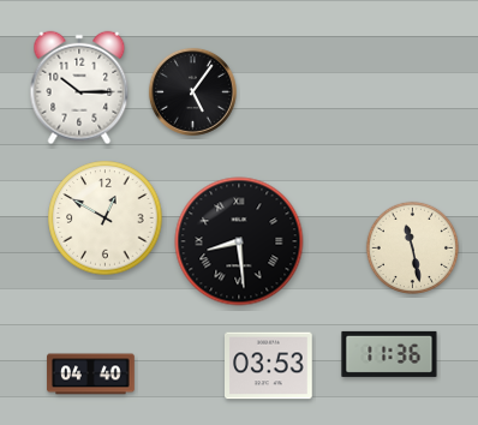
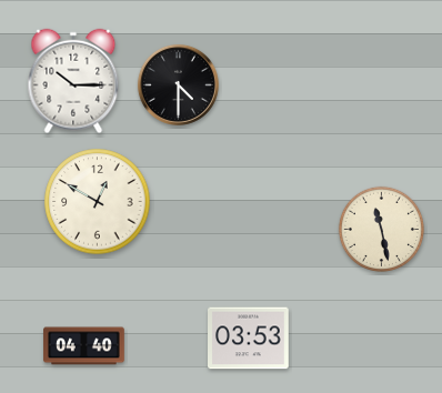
clock at (192, 91): 5:06 -> 4:30
clock at (239, 241): 8:29 -> none
clock at (389, 354): 11:36 -> none
